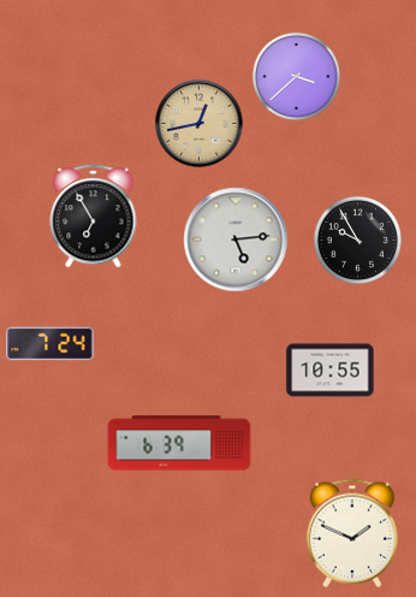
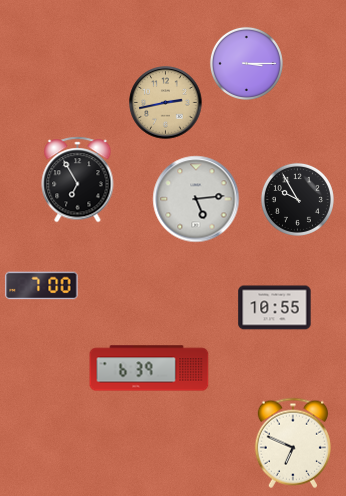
clock at (296, 76): 3:38 -> 3:15
clock at (200, 124): 12:43 -> 2:43
clock at (50, 344): 7:24 -> 7:00
clock at (352, 533): 1:49 -> 6:49
